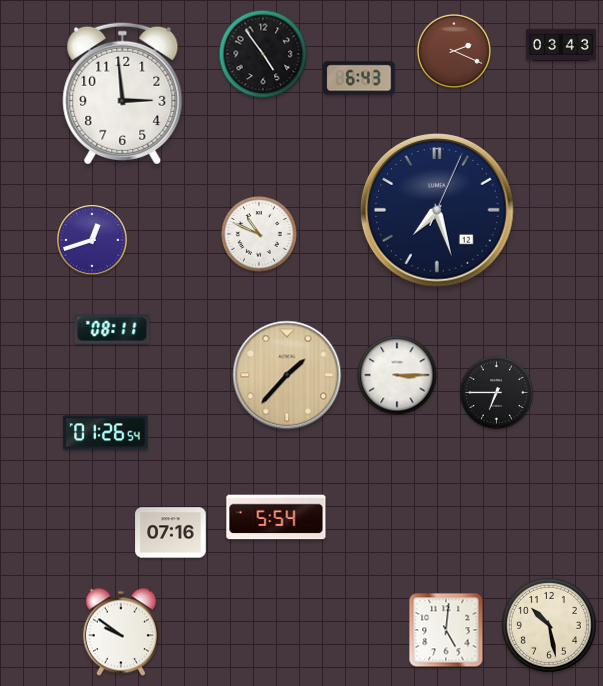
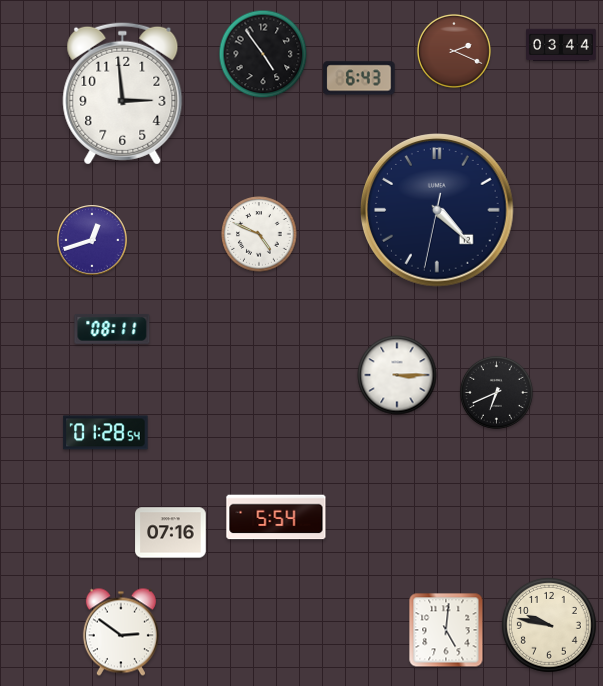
clock at (562, 45): 03:43 -> 03:44
clock at (437, 210): 7:27 -> 4:22
clock at (259, 234): 10:49 -> 4:49
clock at (287, 375): 1:37 -> none
clock at (496, 392): 6:45 -> 6:41
clock at (106, 433): 01:26 -> 01:28
clock at (549, 625): 10:28 -> 9:47
clock at (121, 632): 9:51 -> 2:51
